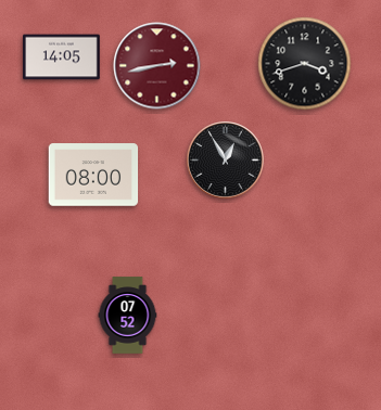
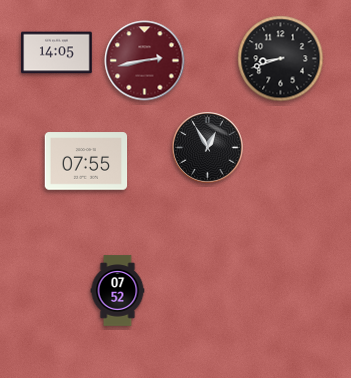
clock at (305, 64): 3:42 -> 8:42
clock at (93, 175): 08:00 -> 07:55
